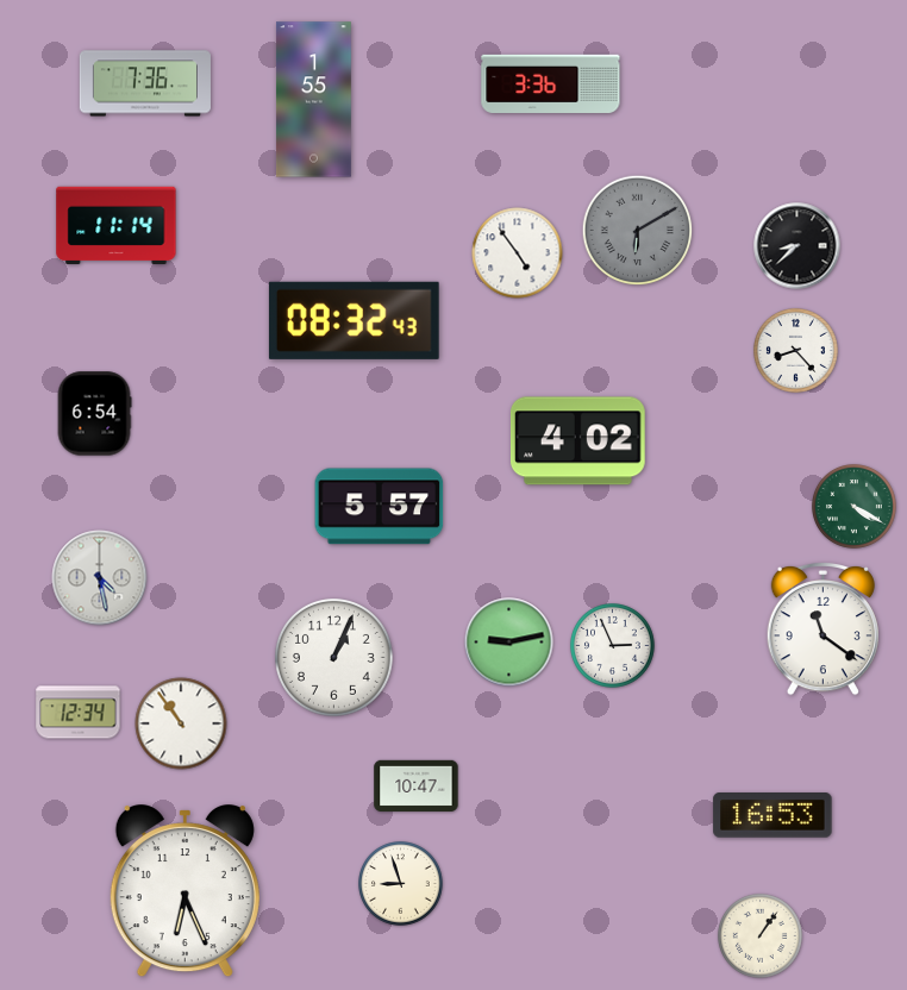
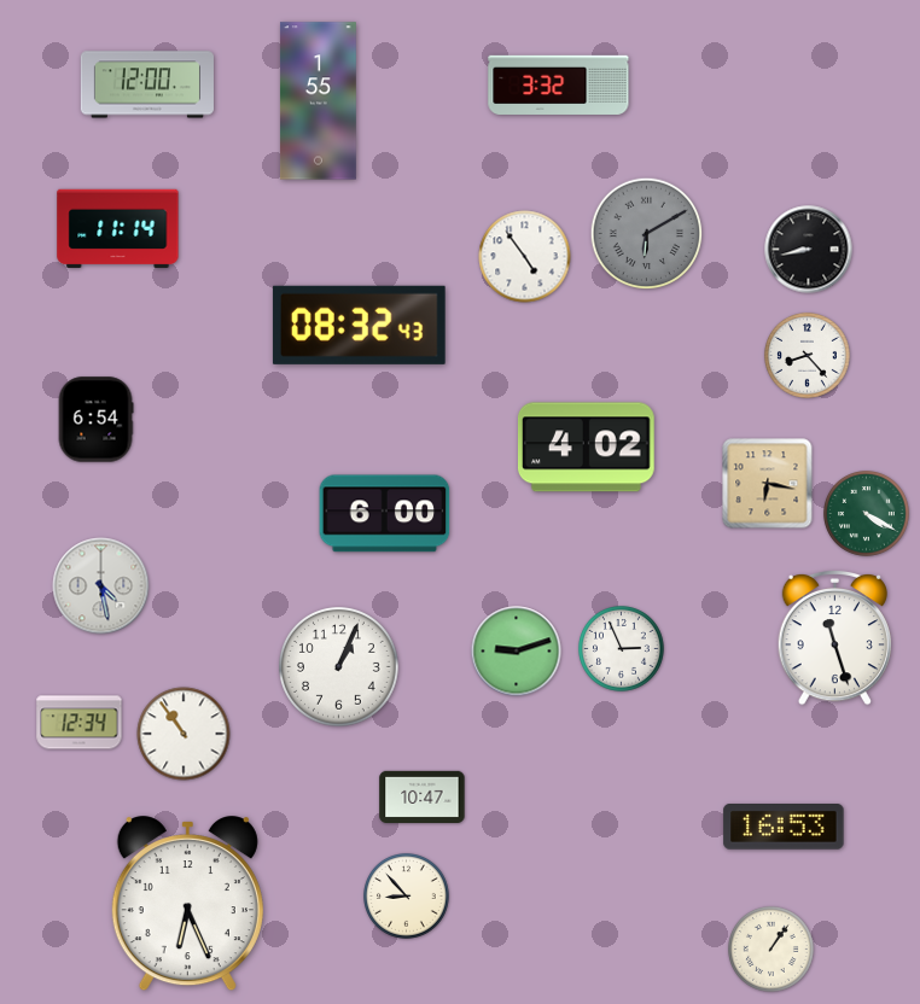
clock at (145, 83): 7:36 -> 12:00
clock at (551, 83): 3:36 -> 3:32
clock at (797, 246): 8:38 -> 8:43
clock at (768, 484): none -> 6:17
clock at (380, 507): 5:57 -> 6:00
clock at (822, 628): 11:21 -> 11:27
clock at (509, 643): 9:13 -> 9:12
clock at (613, 646) position: (613, 646) -> (622, 649)
clock at (401, 884): 8:57 -> 8:53
